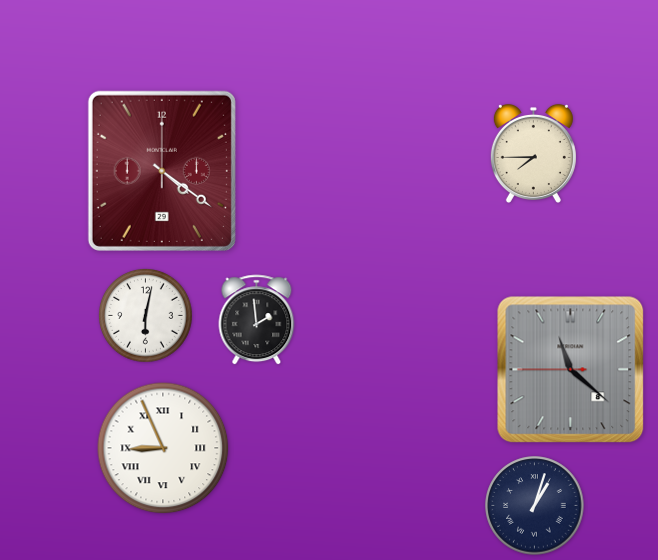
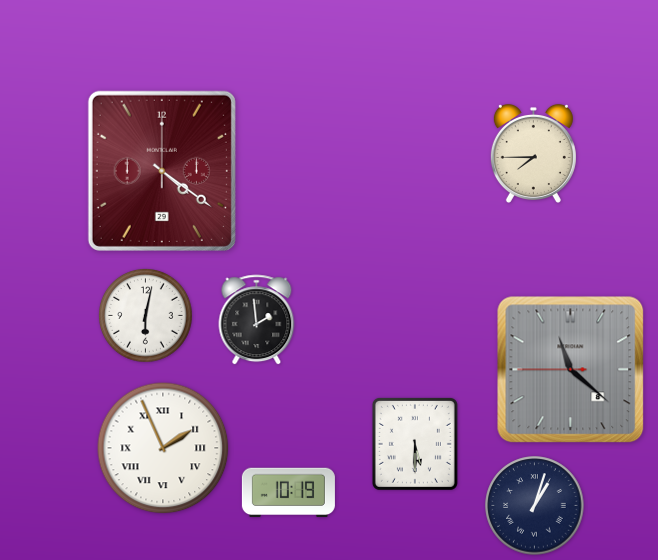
clock at (415, 444): none -> 5:30
clock at (163, 448): 8:56 -> 1:56
clock at (288, 493): none -> 10:19
